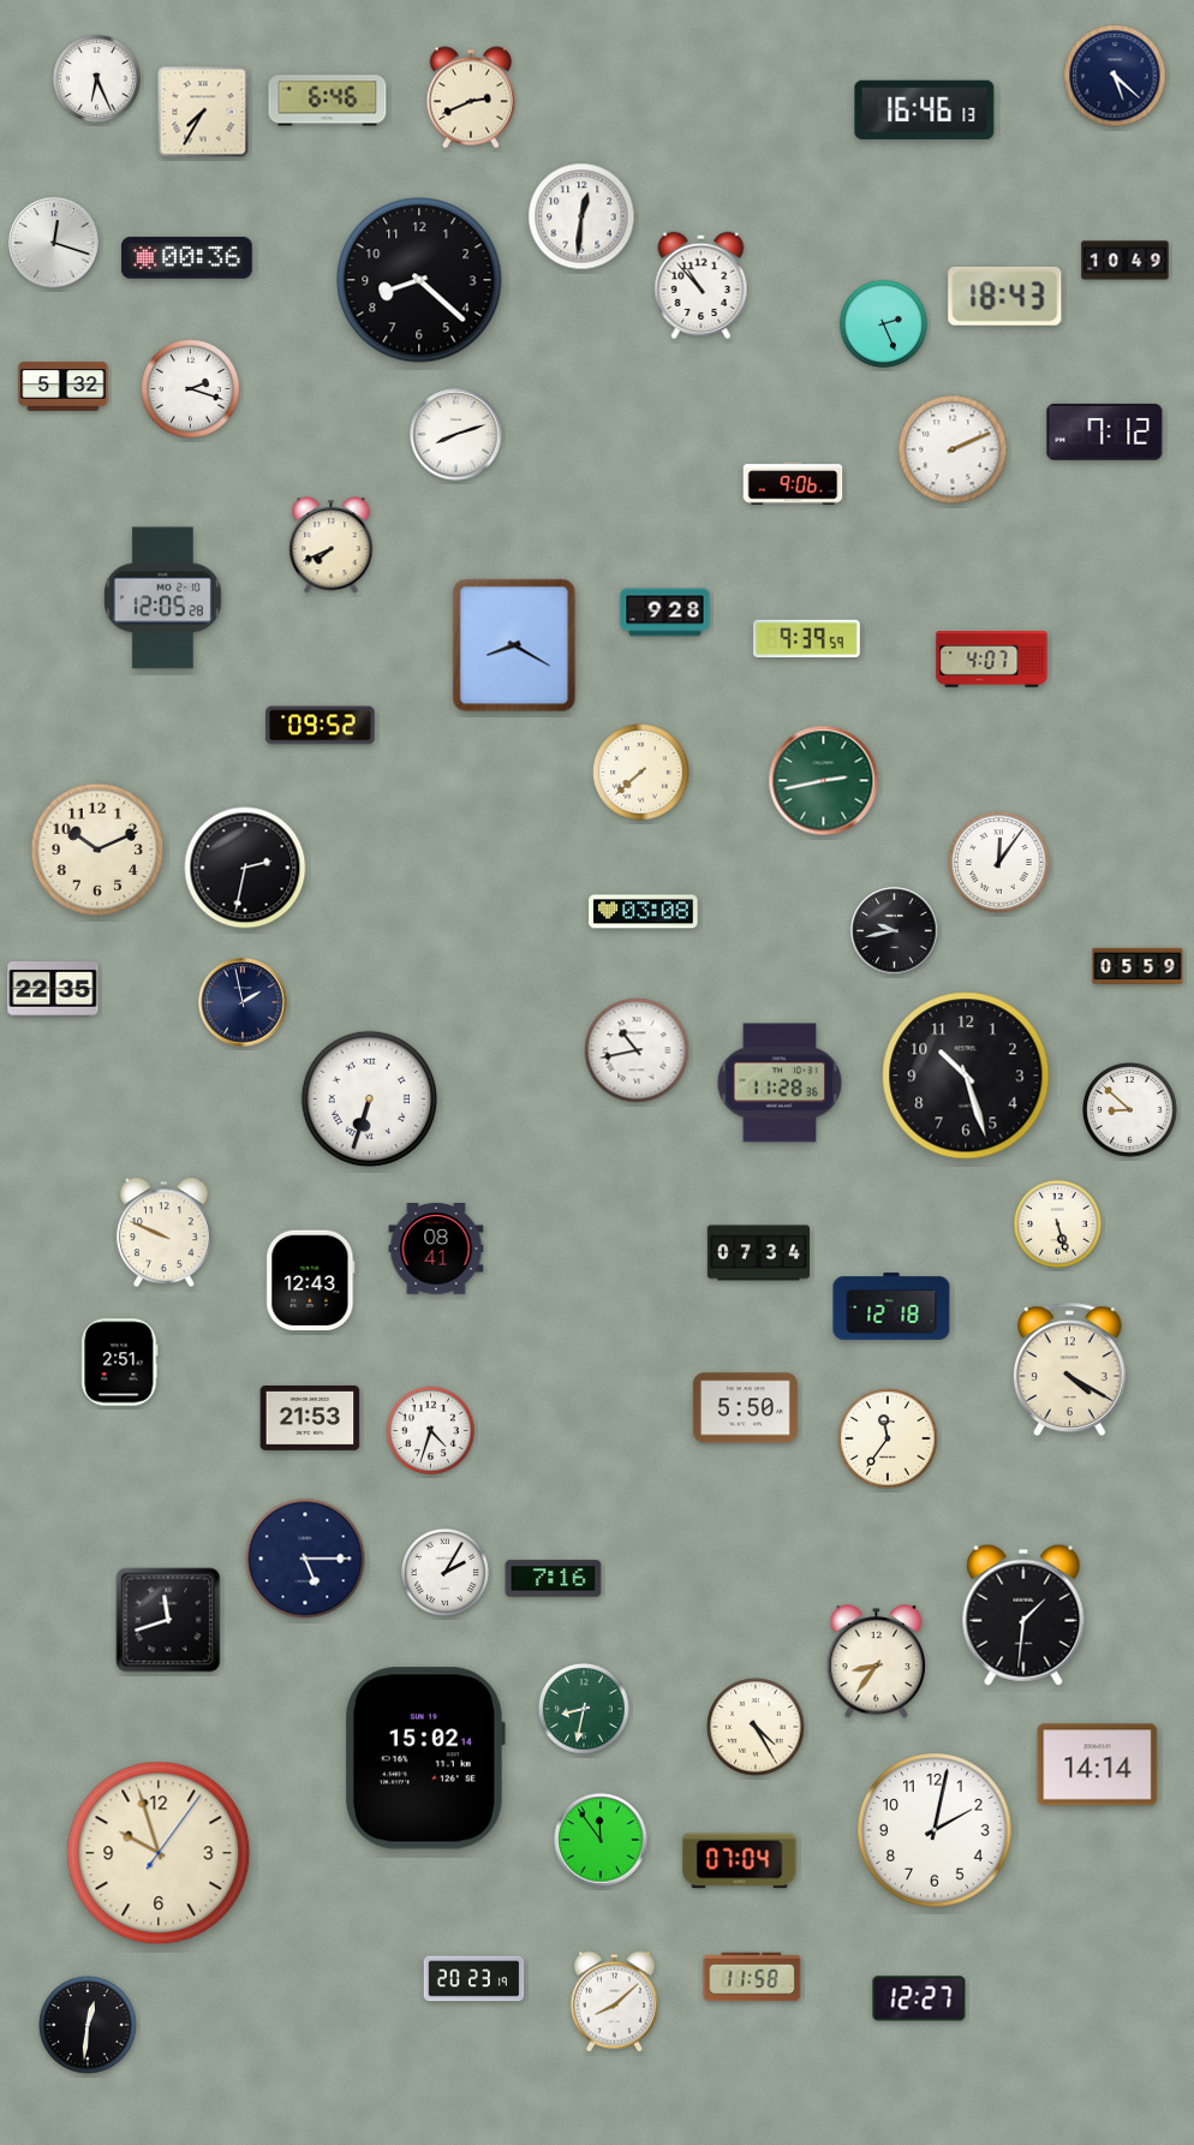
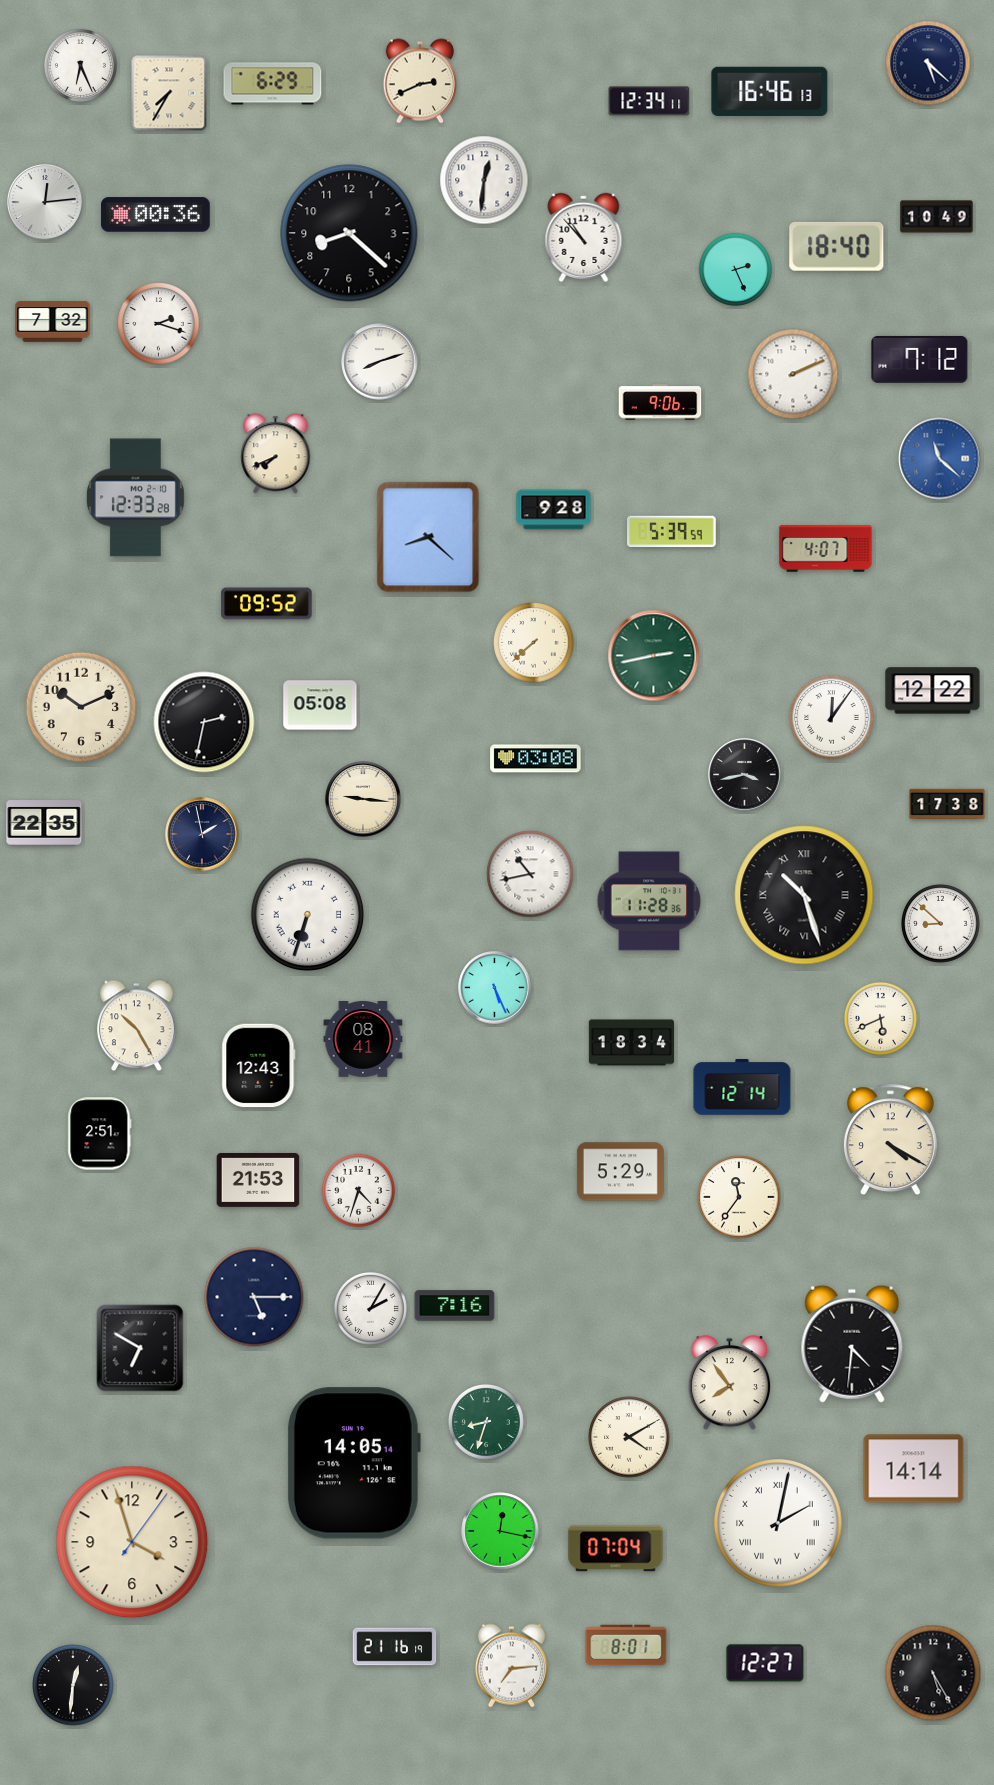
clock at (470, 97) position: (470, 97) -> (419, 81)
clock at (328, 101): 6:46 -> 6:29
clock at (649, 101): none -> 12:34
clock at (54, 243): 12:18 -> 12:14
clock at (1005, 296): 18:43 -> 18:40
clock at (64, 387): 5:32 -> 7:32
clock at (940, 459): none -> 11:22
clock at (162, 598): 12:05 -> 12:33
clock at (807, 639): 9:39 -> 5:39
clock at (514, 645): 8:20 -> 8:22
clock at (824, 781) position: (824, 781) -> (654, 656)
clock at (933, 691): none -> 12:22
clock at (320, 705): none -> 05:08
clock at (895, 931): 9:43 -> 3:43
clock at (363, 799): none -> 9:16
clock at (1138, 966): 05:59 -> 17:38
clock at (966, 1076) numerals: Arabic -> Roman
clock at (495, 988): none -> 5:26
clock at (1057, 1223): 5:27 -> 5:41
clock at (165, 1233): 9:49 -> 10:25
clock at (758, 1253): 07:34 -> 18:34
clock at (891, 1306): 12:18 -> 12:14
clock at (745, 1408): 5:50 -> 5:29
clock at (554, 1579) position: (554, 1579) -> (455, 1306)
clock at (1023, 1615): 1:31 -> 4:31
clock at (168, 1620): 11:42 -> 6:50
clock at (876, 1663): 8:36 -> 7:54
clock at (585, 1710): 8:32 -> 8:33
clock at (756, 1727): 4:25 -> 4:10
clock at (425, 1758): 15:02 -> 14:05
clock at (935, 1830) numerals: Arabic -> Roman
clock at (601, 1840): 11:54 -> 12:17
clock at (159, 1853): 9:57 -> 3:57
clock at (752, 1977): 11:58 -> 8:01
clock at (474, 1979): 20:23 -> 21:16
clock at (614, 2002): 8:08 -> 7:14
clock at (933, 1673): none -> 5:25
